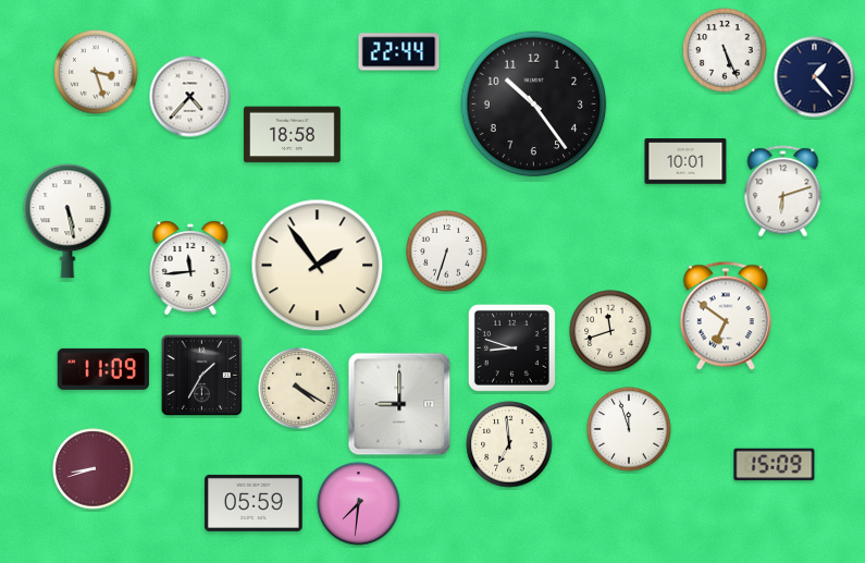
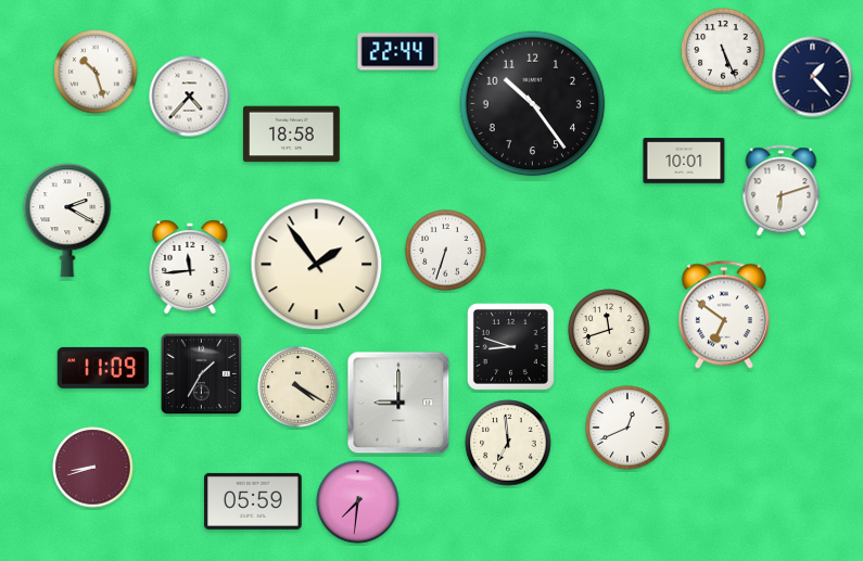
clock at (96, 72): 3:27 -> 10:27
clock at (67, 221): 5:28 -> 2:20
clock at (629, 429): 11:57 -> 12:41
clock at (775, 465): 15:09 -> none
